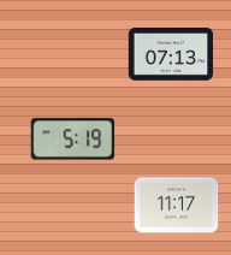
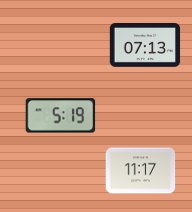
clock at (171, 54) position: (171, 54) -> (145, 45)
clock at (177, 206) position: (177, 206) -> (141, 171)
